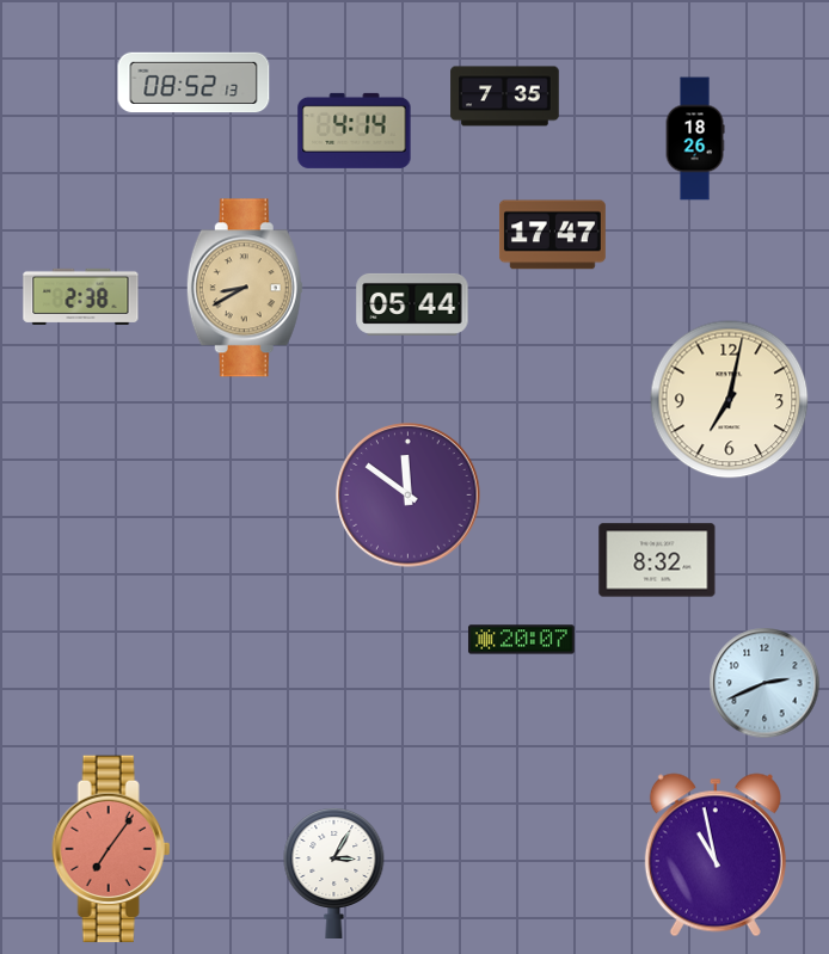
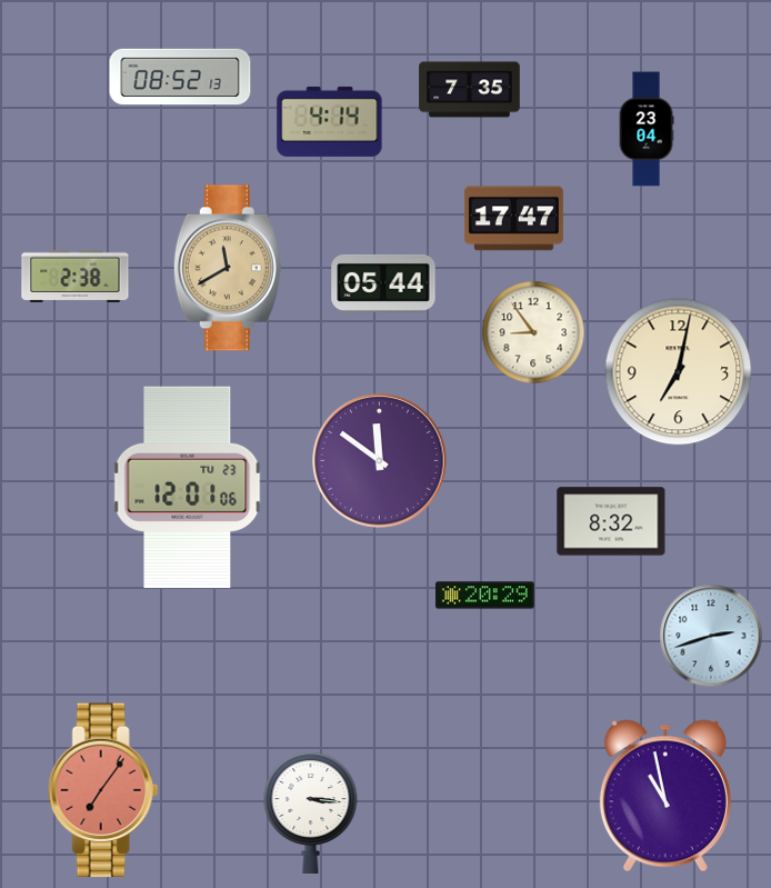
clock at (695, 139): 18:26 -> 23:04
clock at (245, 288): 8:40 -> 11:40
clock at (533, 332): none -> 8:54
clock at (188, 488): none -> 12:01
clock at (521, 640): 20:07 -> 20:29
clock at (764, 683): 2:41 -> 2:42
clock at (334, 873): 3:05 -> 3:16
